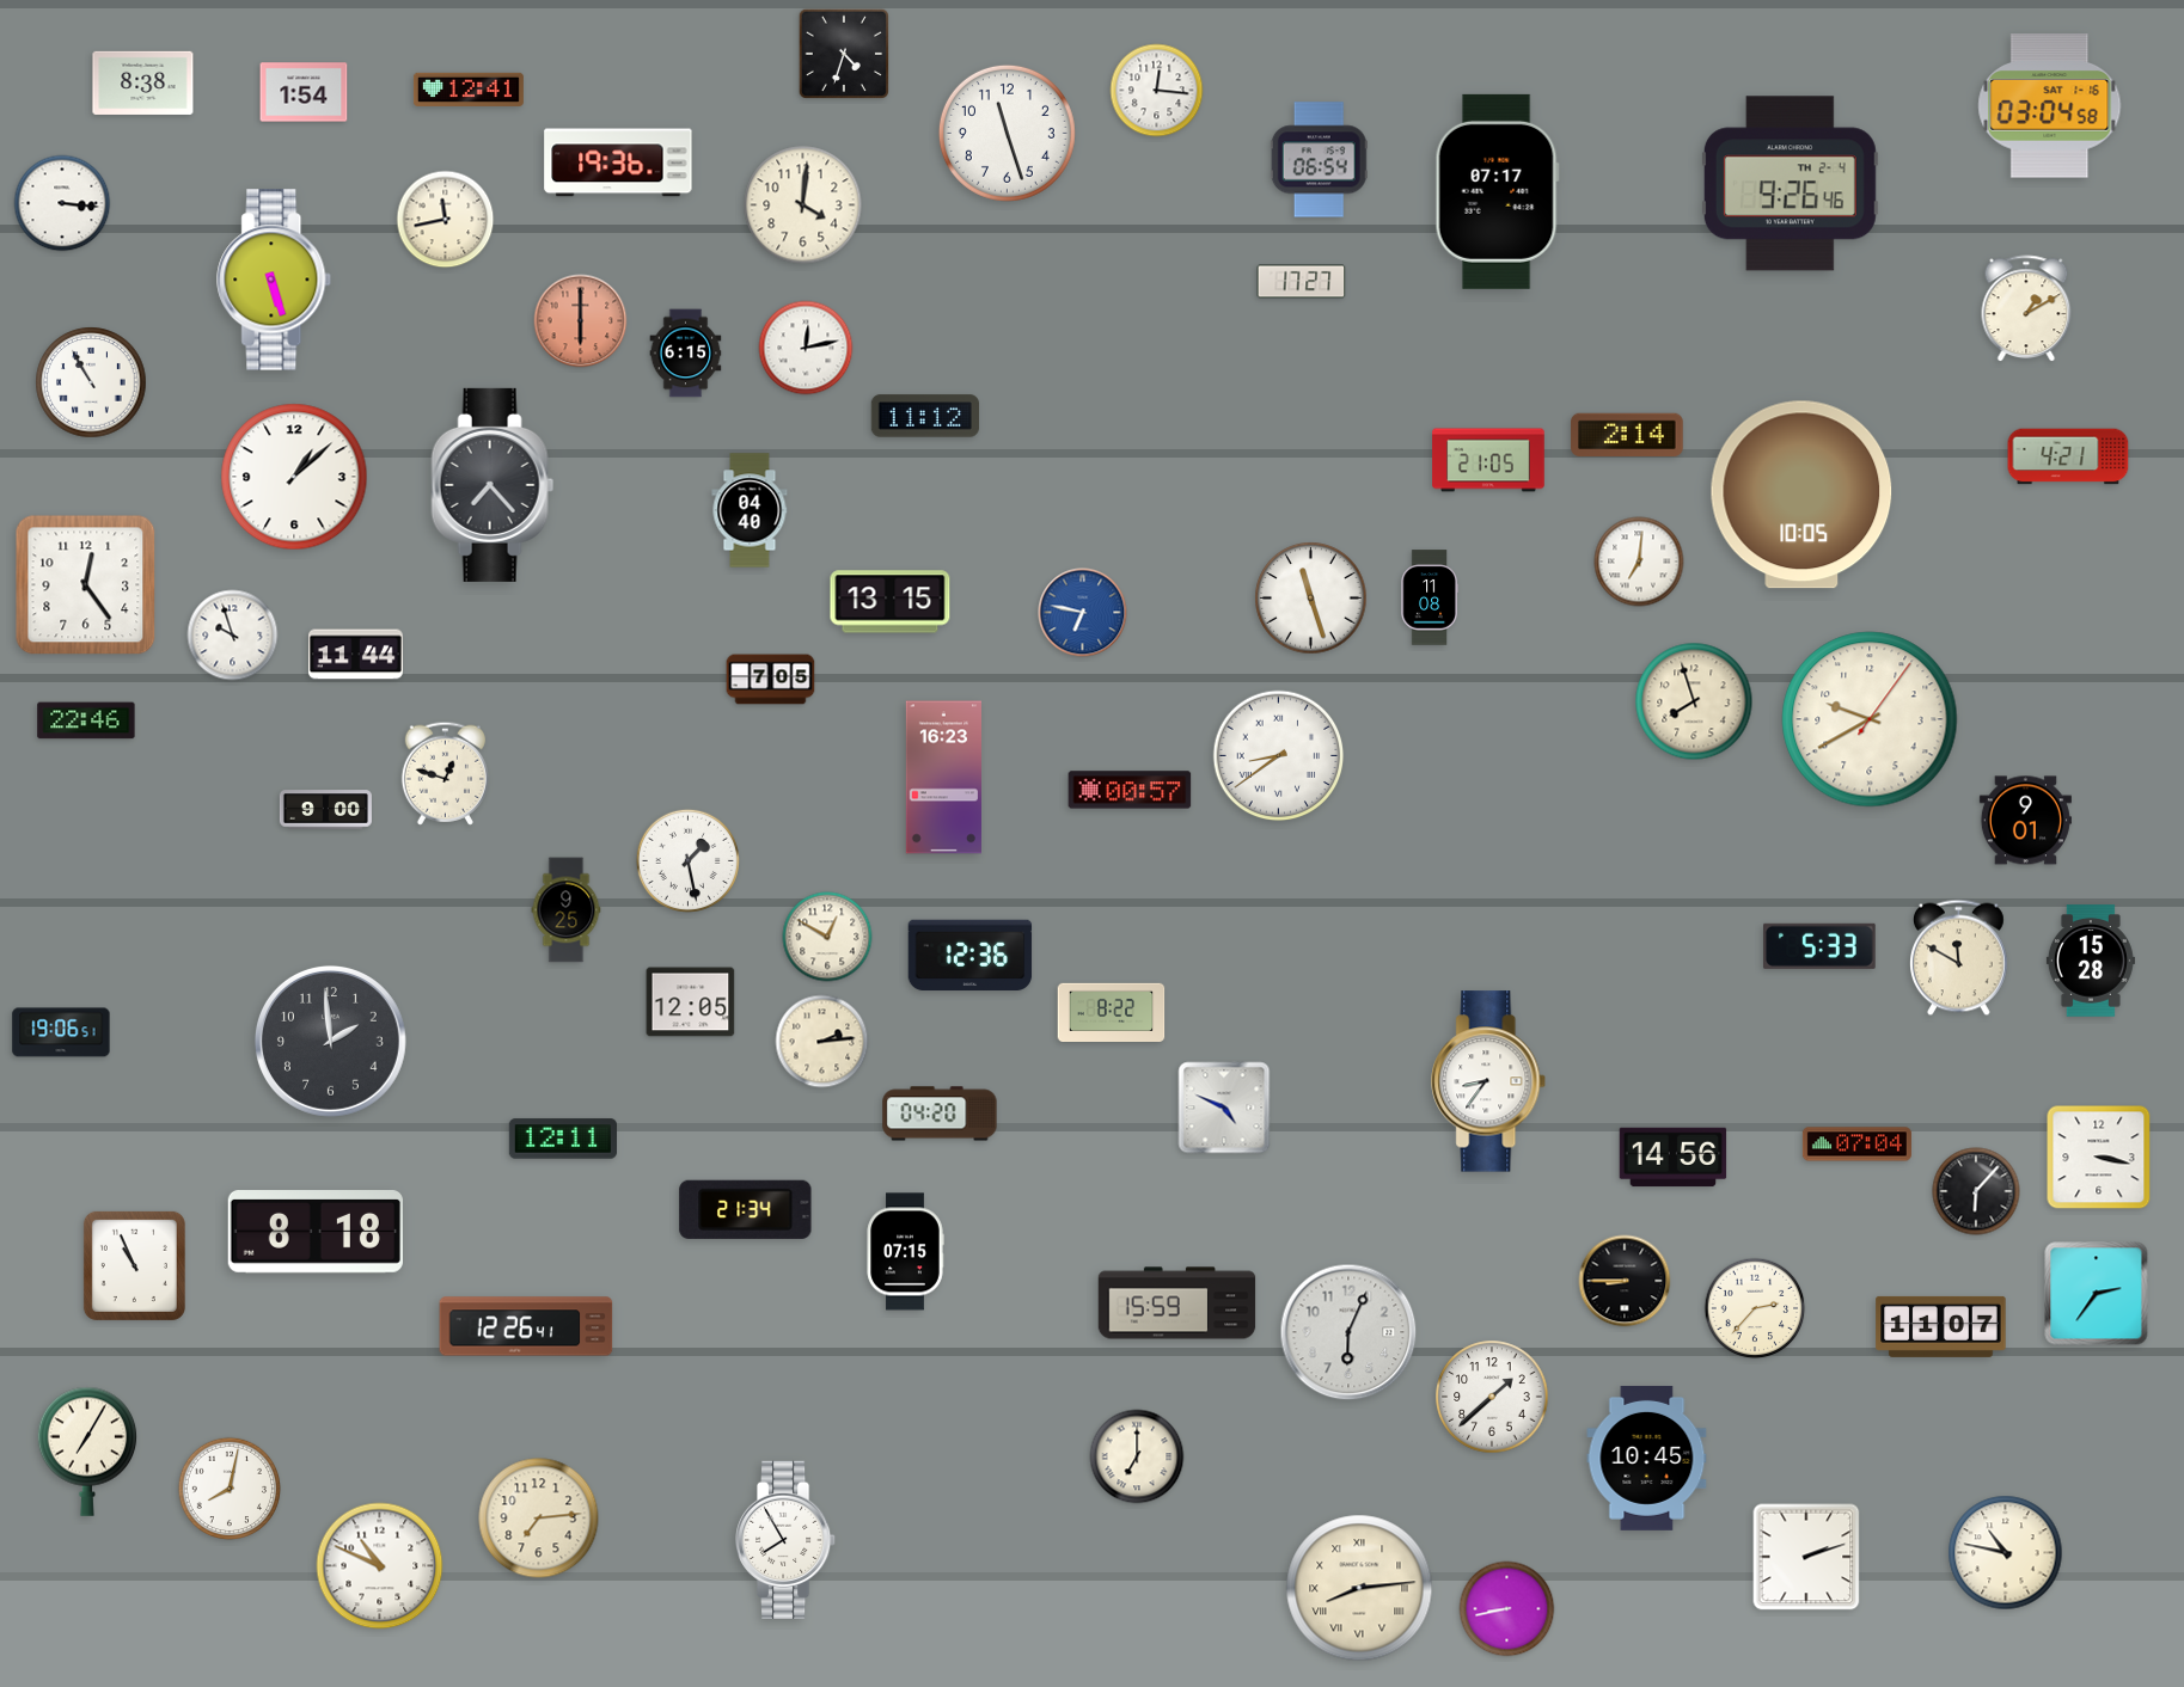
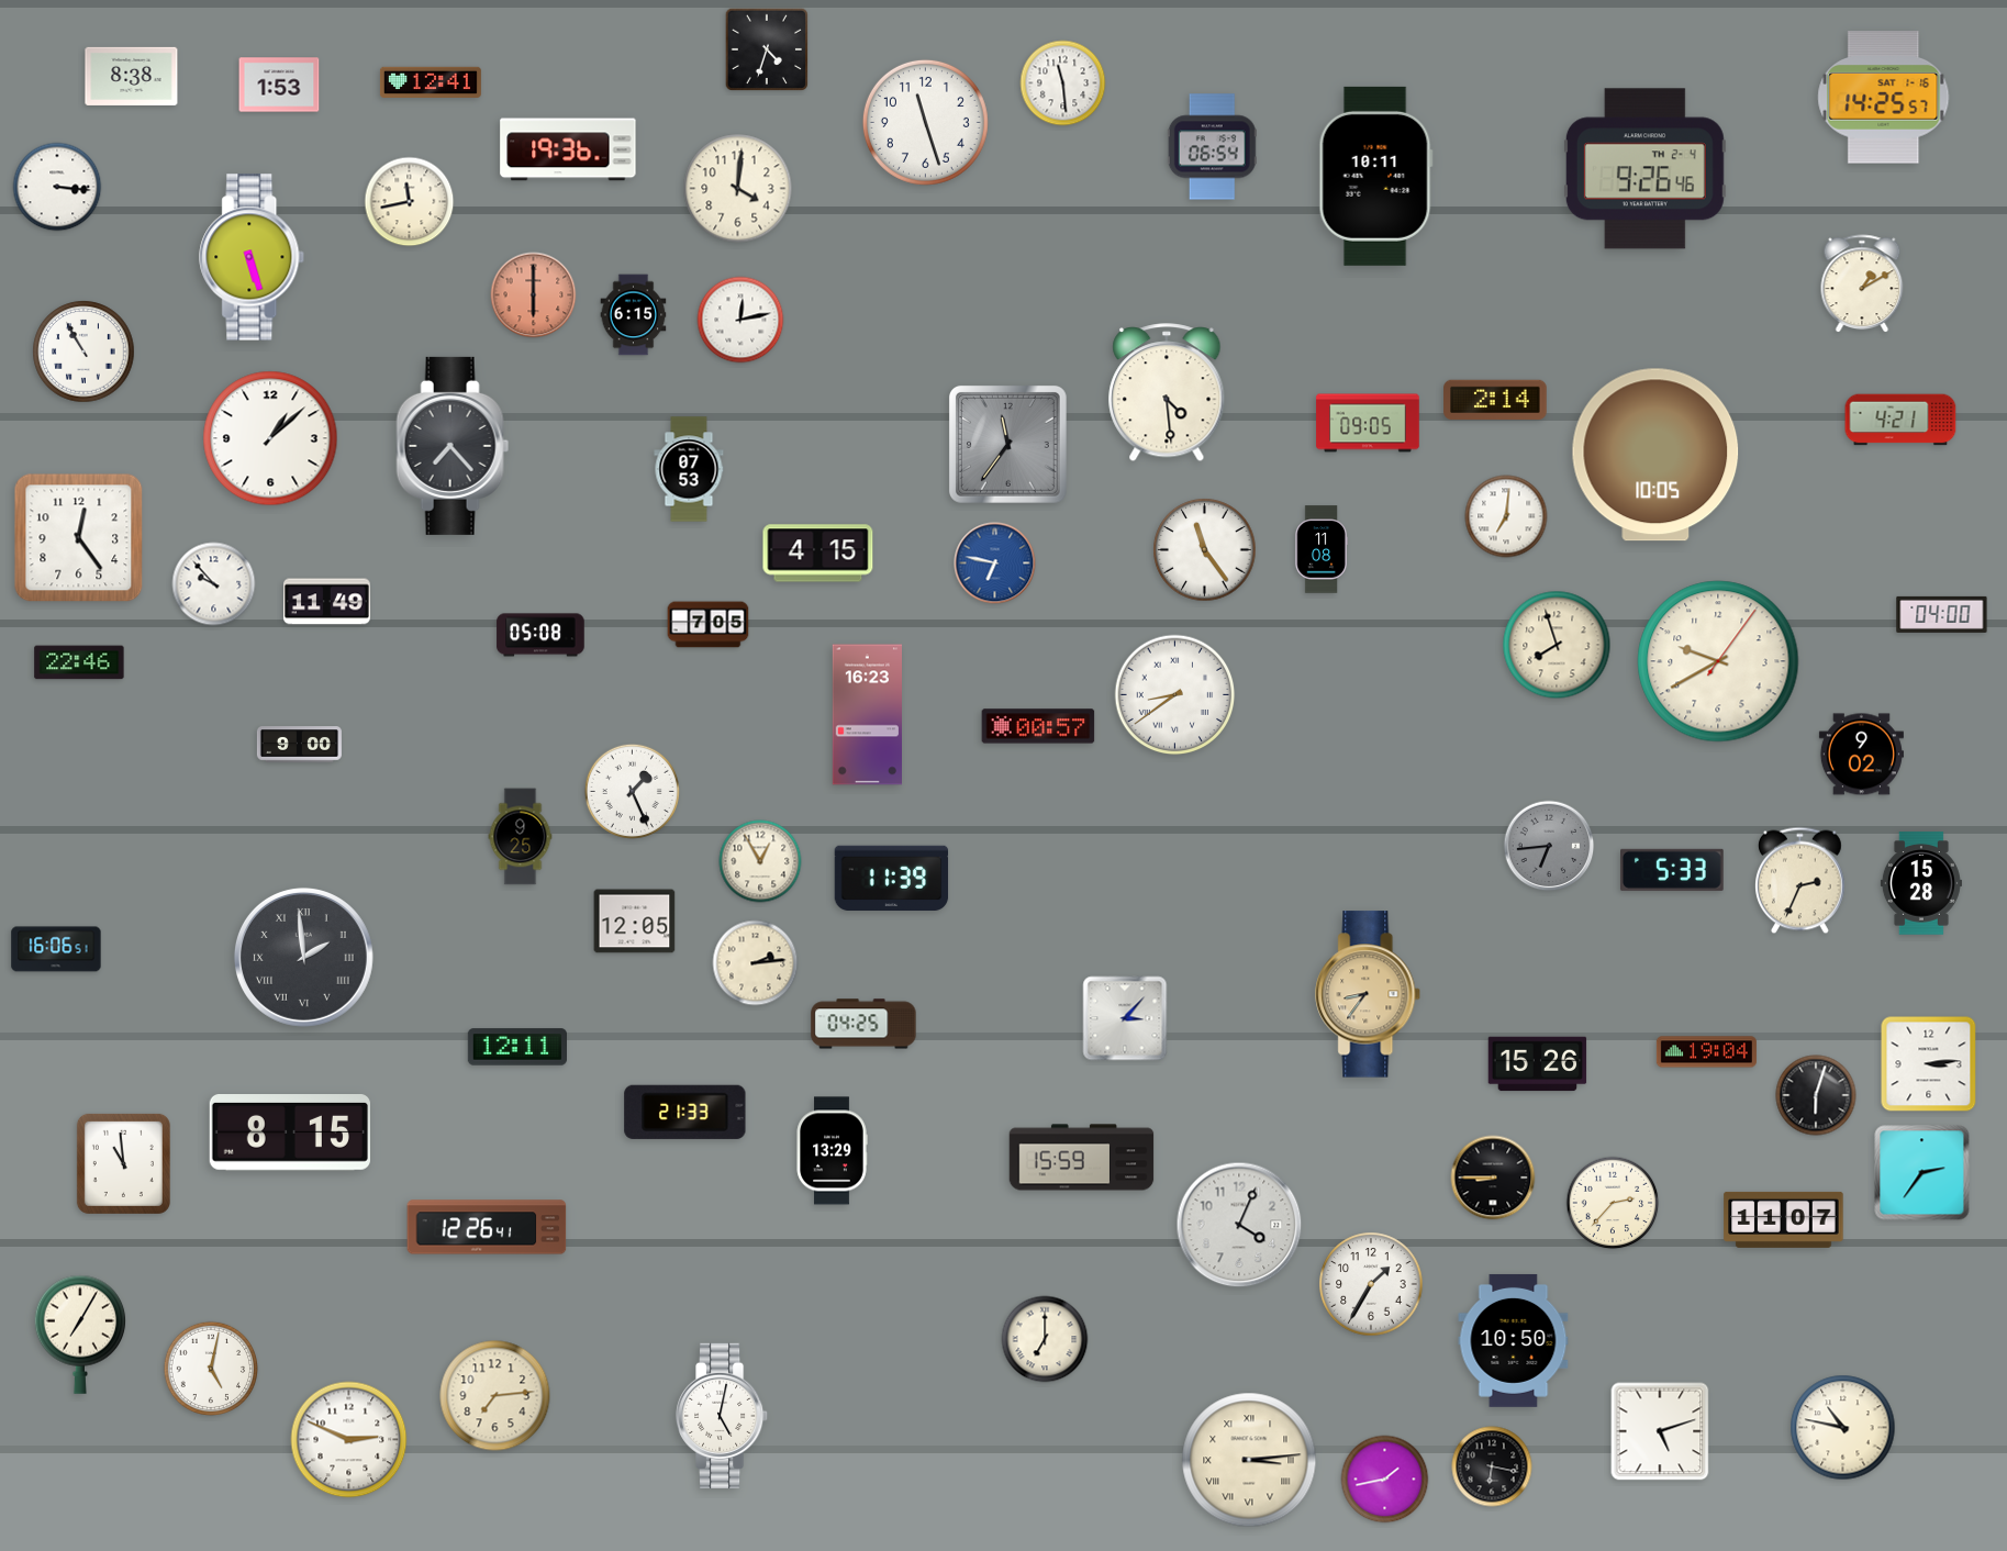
clock at (843, 53) position: (843, 53) -> (766, 48)
clock at (1157, 91): 12:16 -> 11:29
clock at (304, 92): 1:54 -> 1:53
clock at (2050, 106): 03:04 -> 14:25
clock at (1497, 191): 07:17 -> 10:11
clock at (1302, 282): 17:27 -> none
clock at (686, 354) position: (686, 354) -> (634, 315)
clock at (924, 416): 11:12 -> none
clock at (1167, 393): none -> 4:29
clock at (1488, 460): 21:05 -> 09:05
clock at (1007, 444): none -> 11:36
clock at (750, 510): 04:40 -> 07:53
clock at (1430, 597) position: (1430, 597) -> (1322, 549)
clock at (1311, 599): 11:27 -> 11:24
clock at (891, 602): 13:15 -> 4:15
clock at (233, 636): 9:57 -> 9:53
clock at (356, 655): 11:44 -> 11:49
clock at (1942, 614): none -> 04:00
clock at (540, 635): none -> 05:08
clock at (445, 773): 12:48 -> none
clock at (2025, 821): 9:01 -> 9:02
clock at (687, 860): 1:28 -> 1:26
clock at (1549, 846): none -> 6:44
clock at (827, 937): 12:50 -> 12:55
clock at (971, 955): 12:36 -> 11:39
clock at (1959, 958): 11:50 -> 2:34
clock at (1112, 1012): 8:22 -> none
clock at (61, 1032): 19:06 -> 16:06
clock at (330, 1041) numerals: Arabic -> Roman
clock at (822, 1042) position: (822, 1042) -> (756, 963)
clock at (1489, 1081) dial: white -> champagne
clock at (1224, 1108): 4:49 -> 3:07
clock at (940, 1114): 04:20 -> 04:25
clock at (1856, 1145): 07:04 -> 19:04
clock at (1674, 1158): 14:56 -> 15:26
clock at (2099, 1158): 3:17 -> 3:14
clock at (1976, 1191): 6:07 -> 6:03
clock at (746, 1209): 21:34 -> 21:33
clock at (316, 1233): 8:18 -> 8:15
clock at (905, 1252): 07:15 -> 13:29
clock at (134, 1265): 10:56 -> 10:59
clock at (2097, 1294) position: (2097, 1294) -> (1922, 1173)
clock at (1177, 1303) position: (1177, 1303) -> (1082, 1158)
clock at (526, 1326) position: (526, 1326) -> (487, 1227)
clock at (1348, 1332): 6:04 -> 4:04
clock at (1492, 1397): 1:38 -> 1:35
clock at (1647, 1458): 10:45 -> 10:50
clock at (230, 1489): 8:02 -> 5:02
clock at (787, 1540): 7:55 -> 5:02
clock at (1806, 1557): 2:12 -> 5:12
clock at (380, 1566): 10:49 -> 2:49
clock at (1359, 1588): 8:14 -> 3:14
clock at (1492, 1466): none -> 6:17
clock at (1507, 1609): 8:43 -> 1:43
